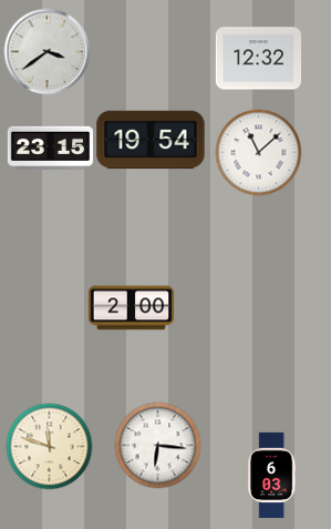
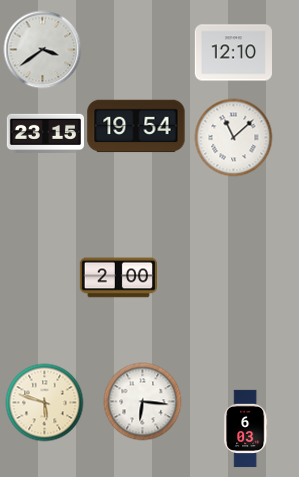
clock at (46, 51) position: (46, 51) -> (42, 49)
clock at (258, 59): 12:32 -> 12:10
clock at (49, 446): 11:48 -> 5:48
